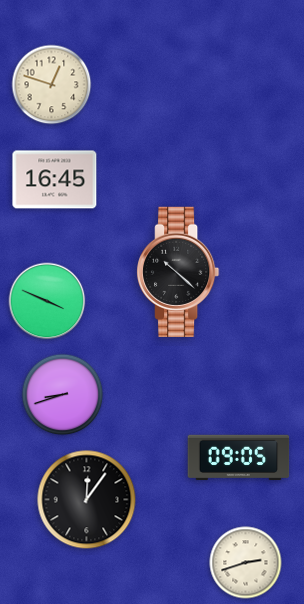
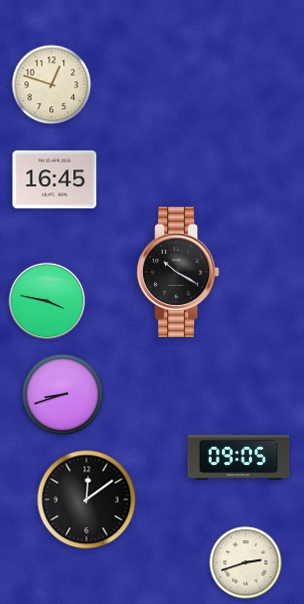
clock at (178, 272): 10:22 -> 10:20
clock at (47, 301): 3:49 -> 3:47
clock at (87, 500): 12:06 -> 12:09
